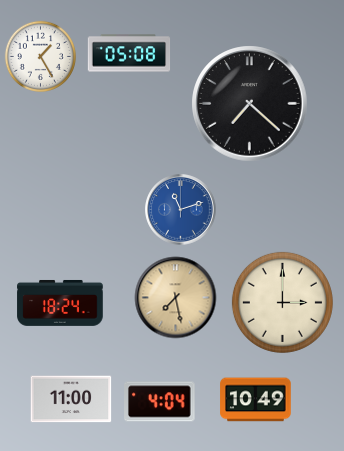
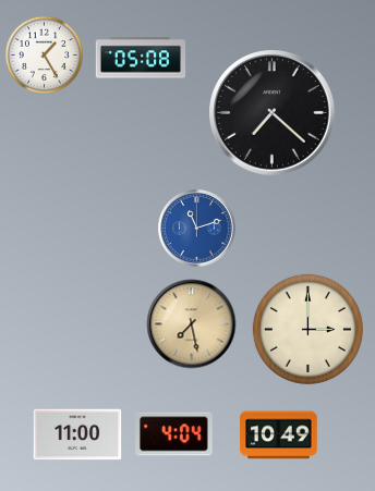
clock at (40, 56) position: (40, 56) -> (44, 54)
clock at (60, 303): 18:24 -> none
clock at (160, 402) position: (160, 402) -> (174, 434)
